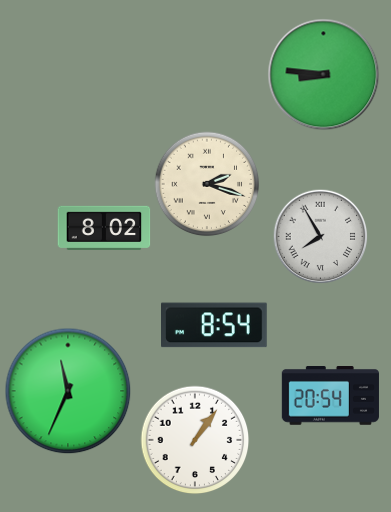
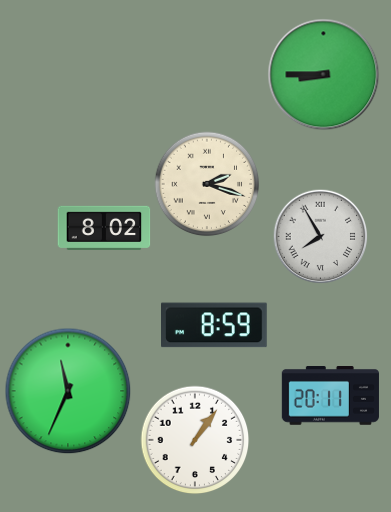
clock at (324, 75): 8:46 -> 8:45
clock at (215, 325): 8:54 -> 8:59
clock at (330, 396): 20:54 -> 20:11
